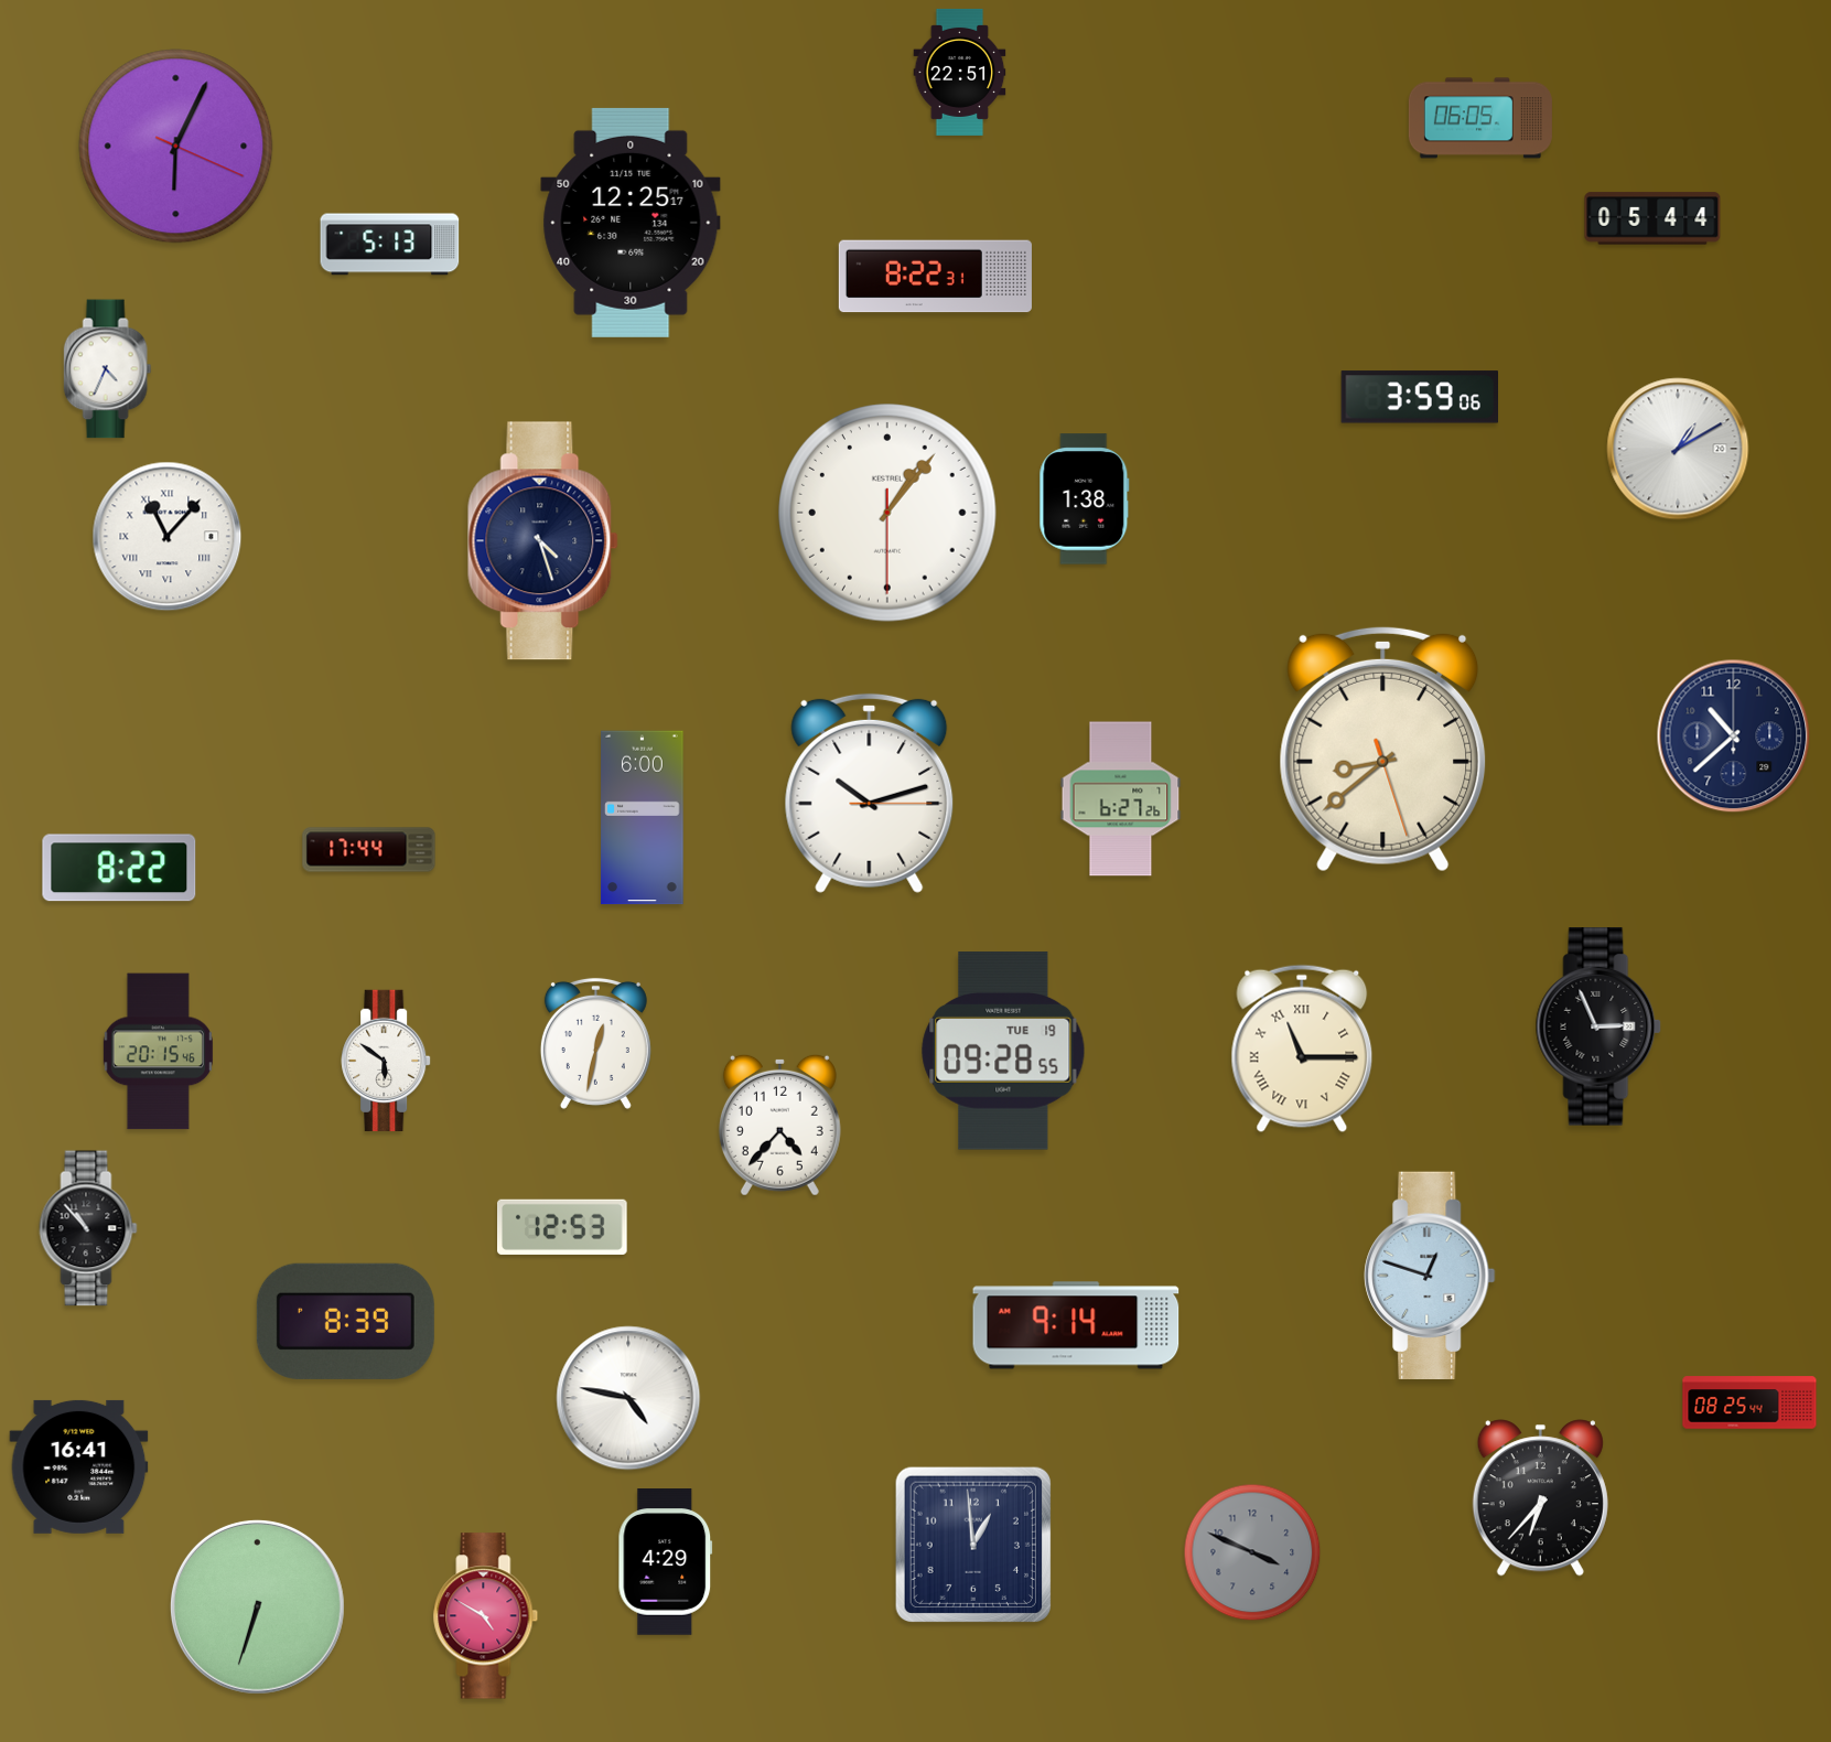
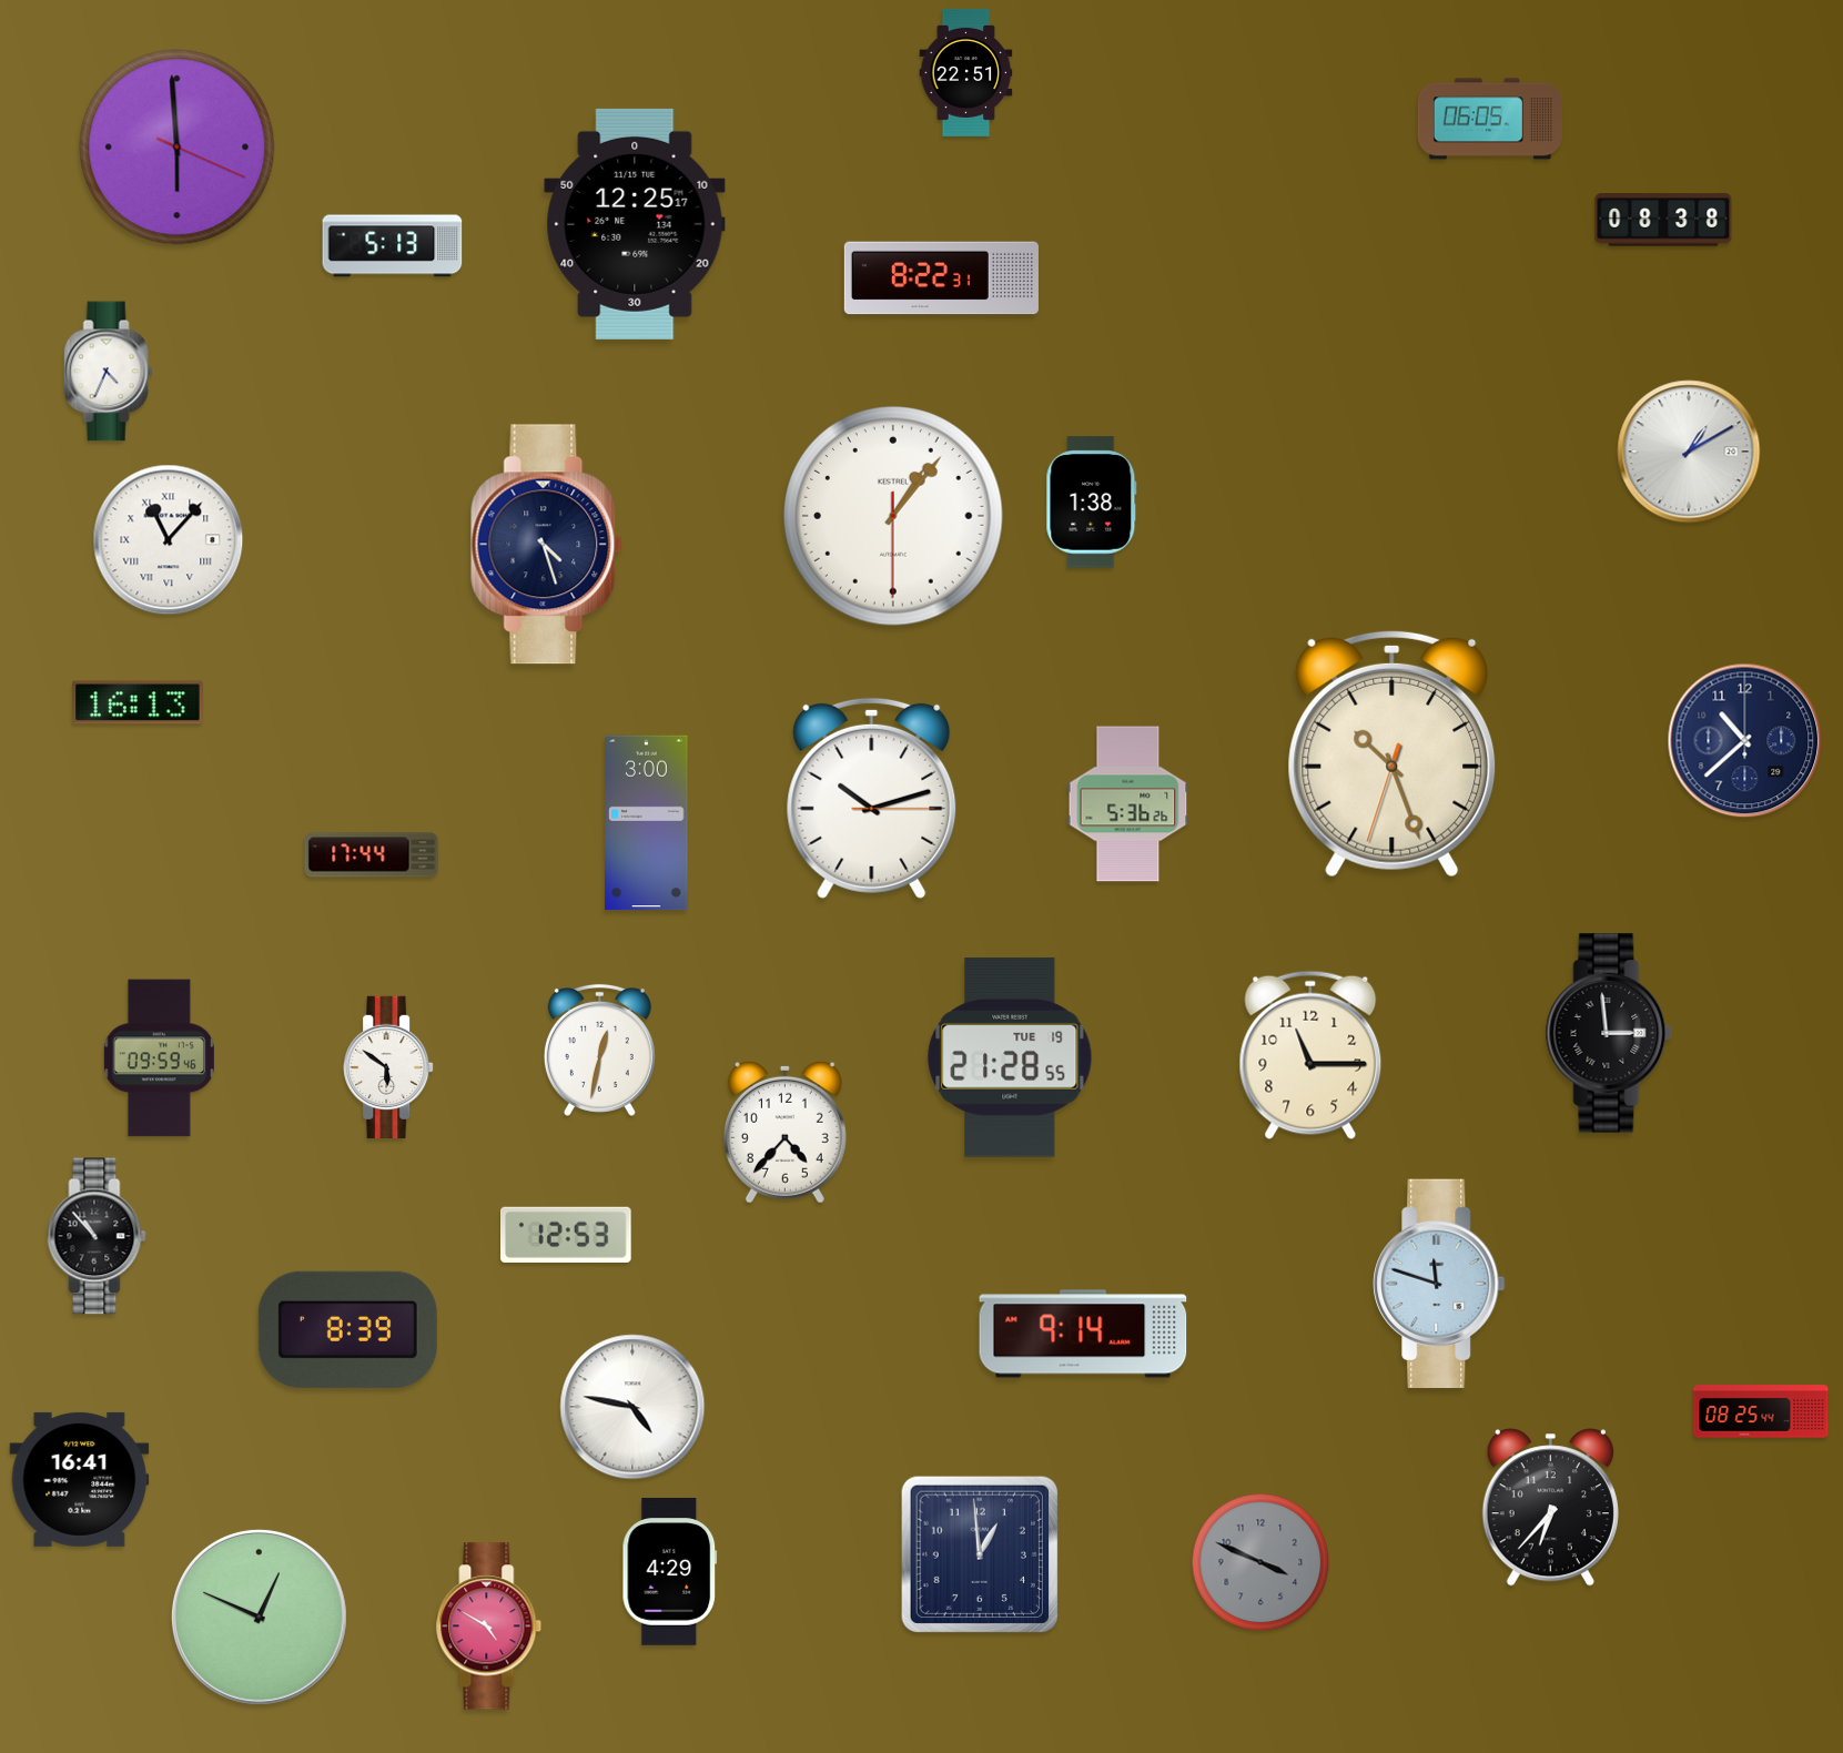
clock at (176, 147): 6:04 -> 5:59
clock at (1652, 218): 05:44 -> 08:38
clock at (1419, 397): 3:59 -> none
clock at (138, 702): none -> 16:13
clock at (1383, 749): 8:38 -> 10:26
clock at (870, 793) position: (870, 793) -> (872, 798)
clock at (1121, 799): 6:27 -> 5:36
clock at (643, 818): 6:00 -> 3:00
clock at (119, 868): 8:22 -> none
clock at (1598, 1026): 2:56 -> 2:59
clock at (1302, 1049) numerals: Roman -> Arabic
clock at (1003, 1051): 09:28 -> 21:28
clock at (158, 1052): 20:15 -> 09:59
clock at (88, 1228) position: (88, 1228) -> (97, 1236)
clock at (1430, 1275): 12:48 -> 11:48
clock at (79, 1466) position: (79, 1466) -> (80, 1479)
clock at (257, 1606): 6:33 -> 12:49
